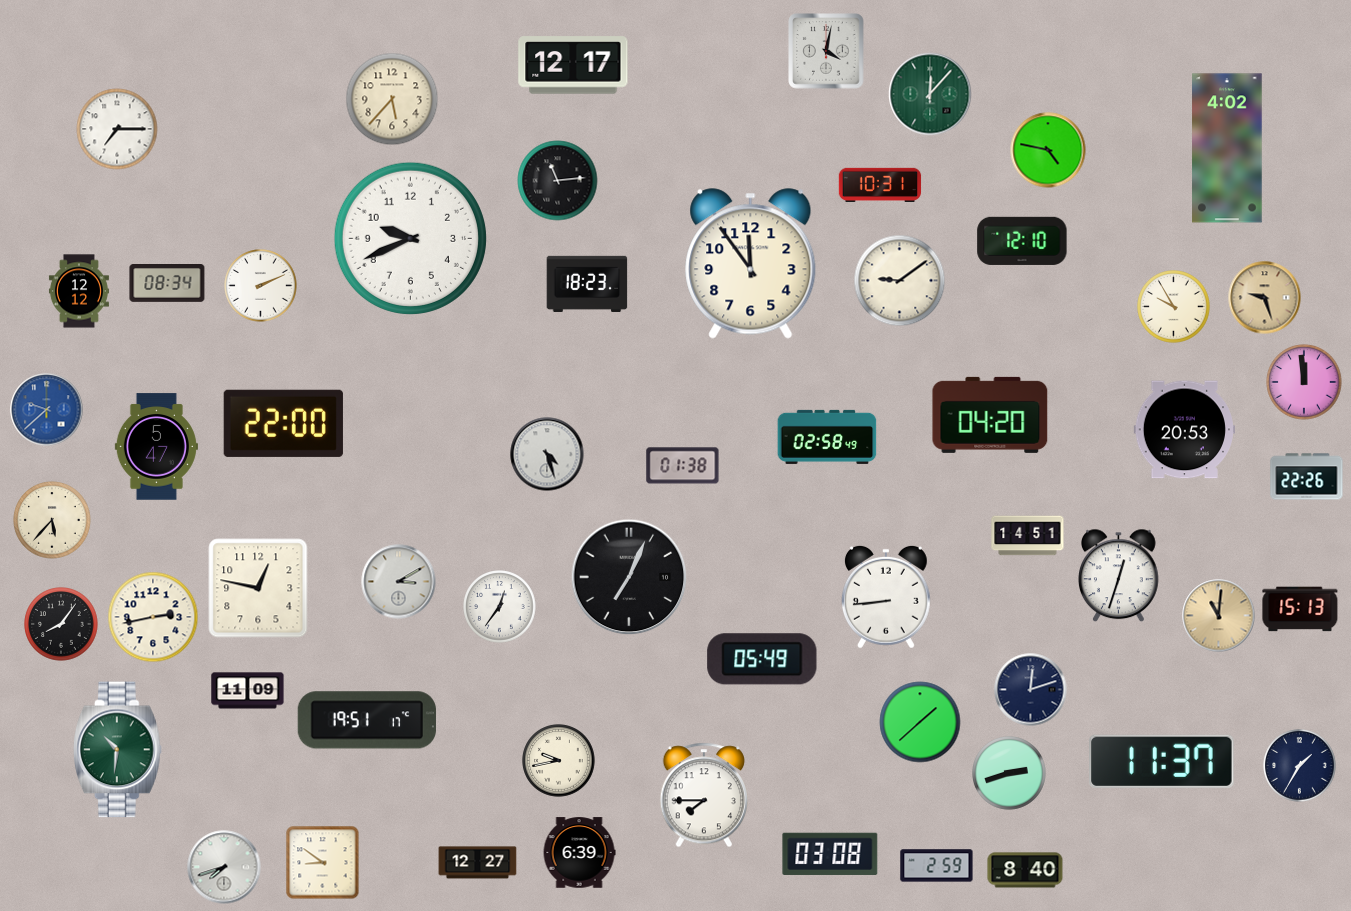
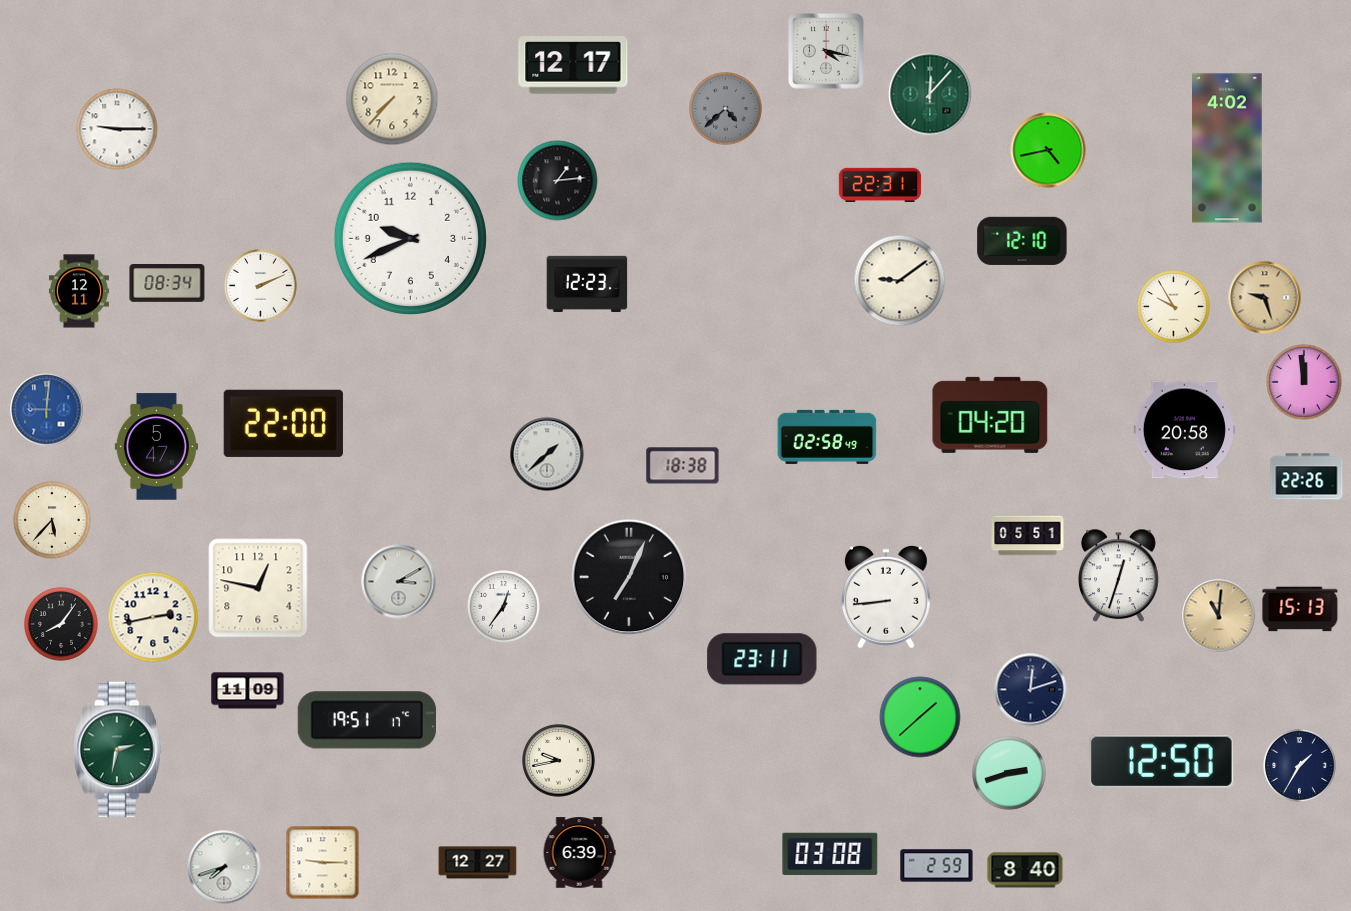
clock at (826, 51): 4:02 -> 4:17
clock at (392, 99): 5:37 -> 7:37
clock at (726, 109): none -> 4:38
clock at (117, 129): 7:15 -> 9:15
clock at (1048, 150): 4:47 -> 4:43
clock at (558, 181): 11:14 -> 1:14
clock at (880, 185): 10:31 -> 22:31
clock at (751, 264): 11:54 -> none
clock at (587, 283): 18:23 -> 12:23
clock at (79, 291): 12:12 -> 12:11
clock at (47, 410): 9:38 -> 9:01
clock at (1184, 430): 20:53 -> 20:58
clock at (547, 454): 4:27 -> 1:38
clock at (683, 466): 01:38 -> 18:38
clock at (1028, 536): 14:51 -> 05:51
clock at (500, 607) position: (500, 607) -> (504, 607)
clock at (762, 659): 05:49 -> 23:11
clock at (920, 722) position: (920, 722) -> (920, 717)
clock at (118, 750): 10:31 -> 2:32
clock at (1162, 761): 11:37 -> 12:50
clock at (703, 795): 7:45 -> none
clock at (323, 863): 8:51 -> 9:15
